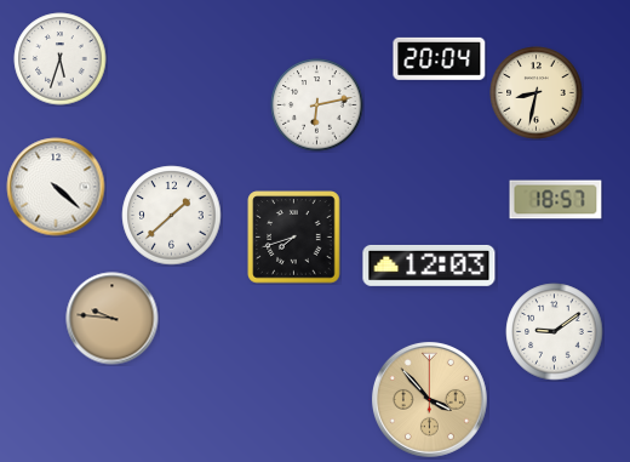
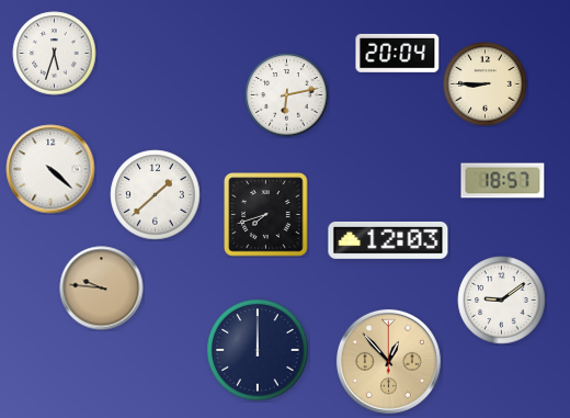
clock at (537, 93): 8:32 -> 8:45
clock at (258, 350): none -> 12:00
clock at (429, 399): 3:53 -> 12:53
